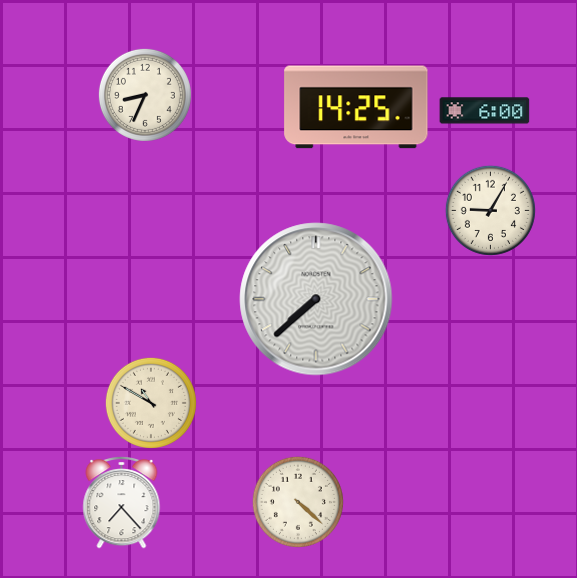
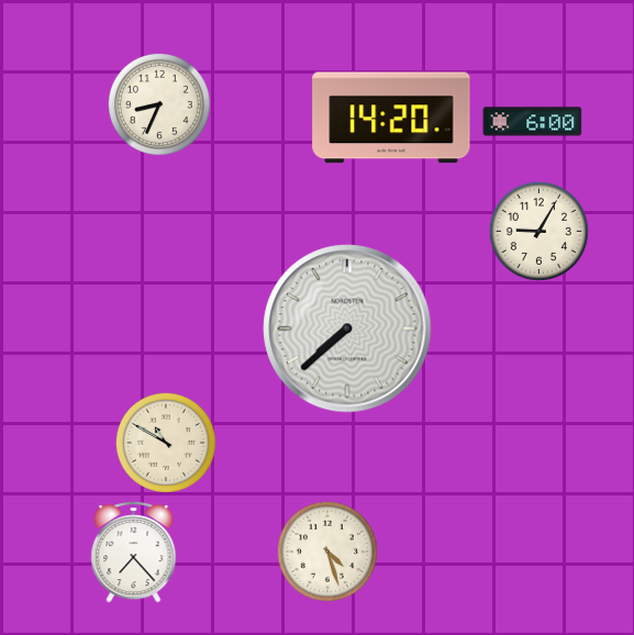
clock at (356, 107): 14:25 -> 14:20
clock at (298, 502): 4:22 -> 4:27
